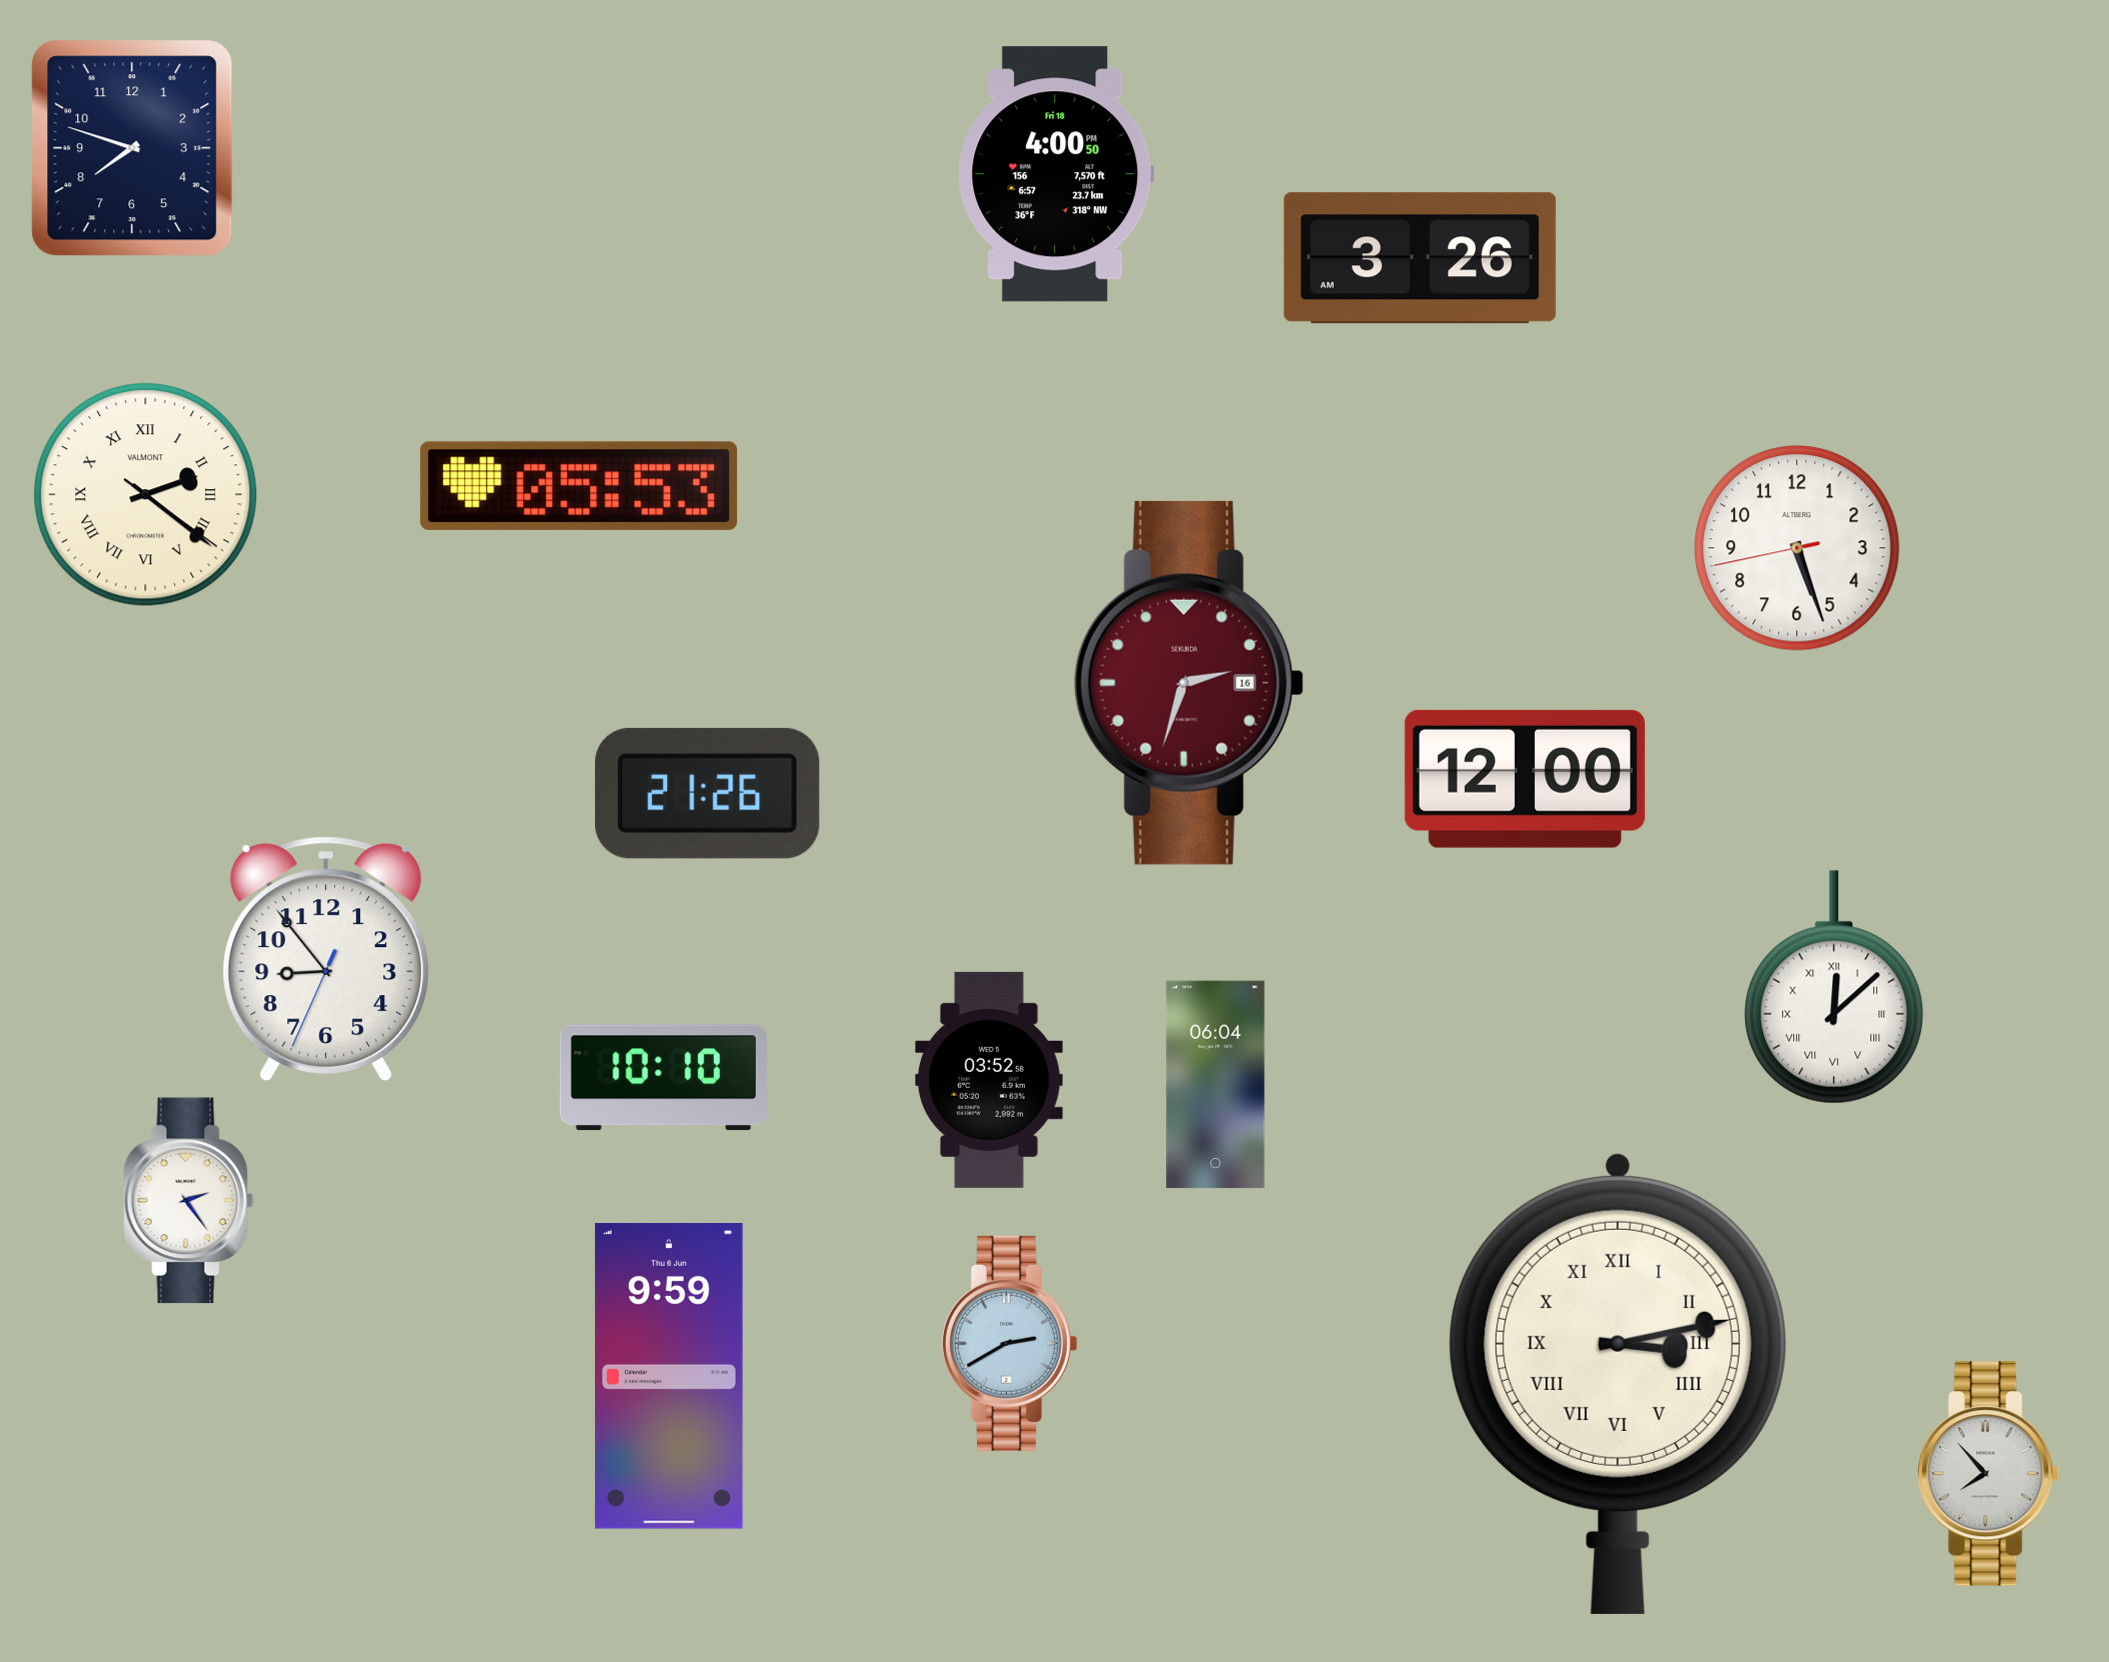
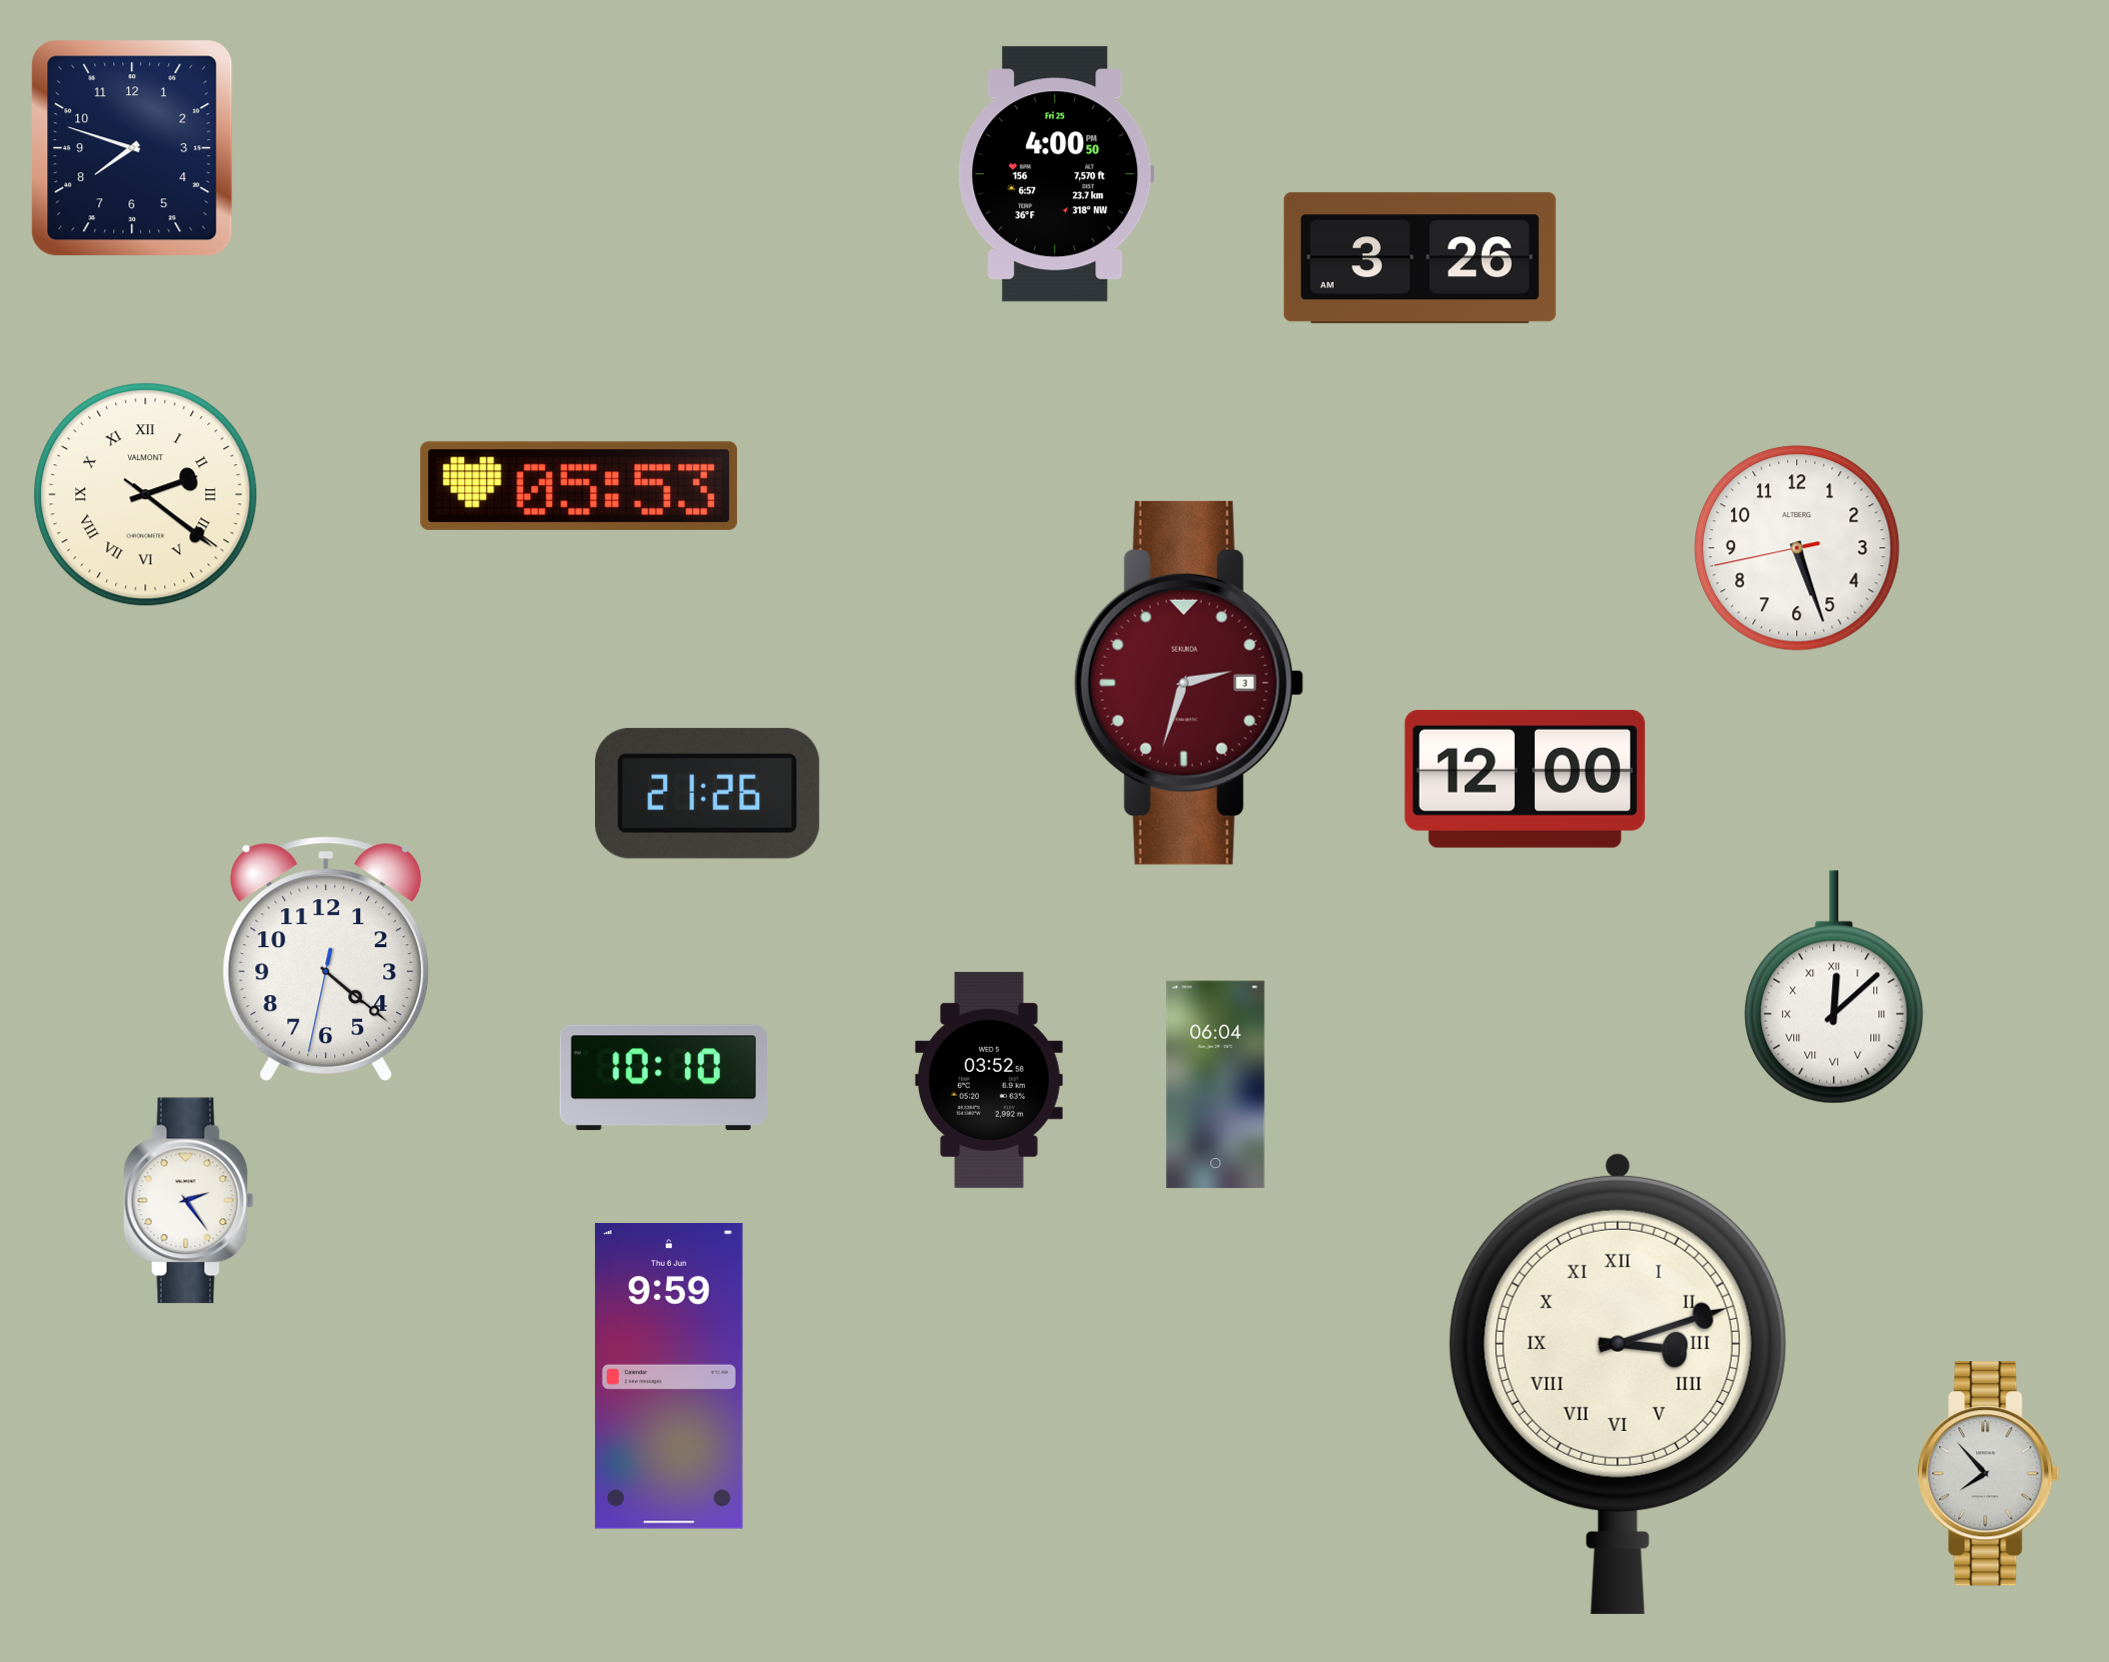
clock at (1056, 174) date: Fri 18 -> Fri 25
clock at (1189, 683) date: 16 -> 3
clock at (326, 959): 8:53 -> 4:21
clock at (1009, 1343): 2:40 -> none
clock at (1618, 1383): 3:13 -> 3:12
